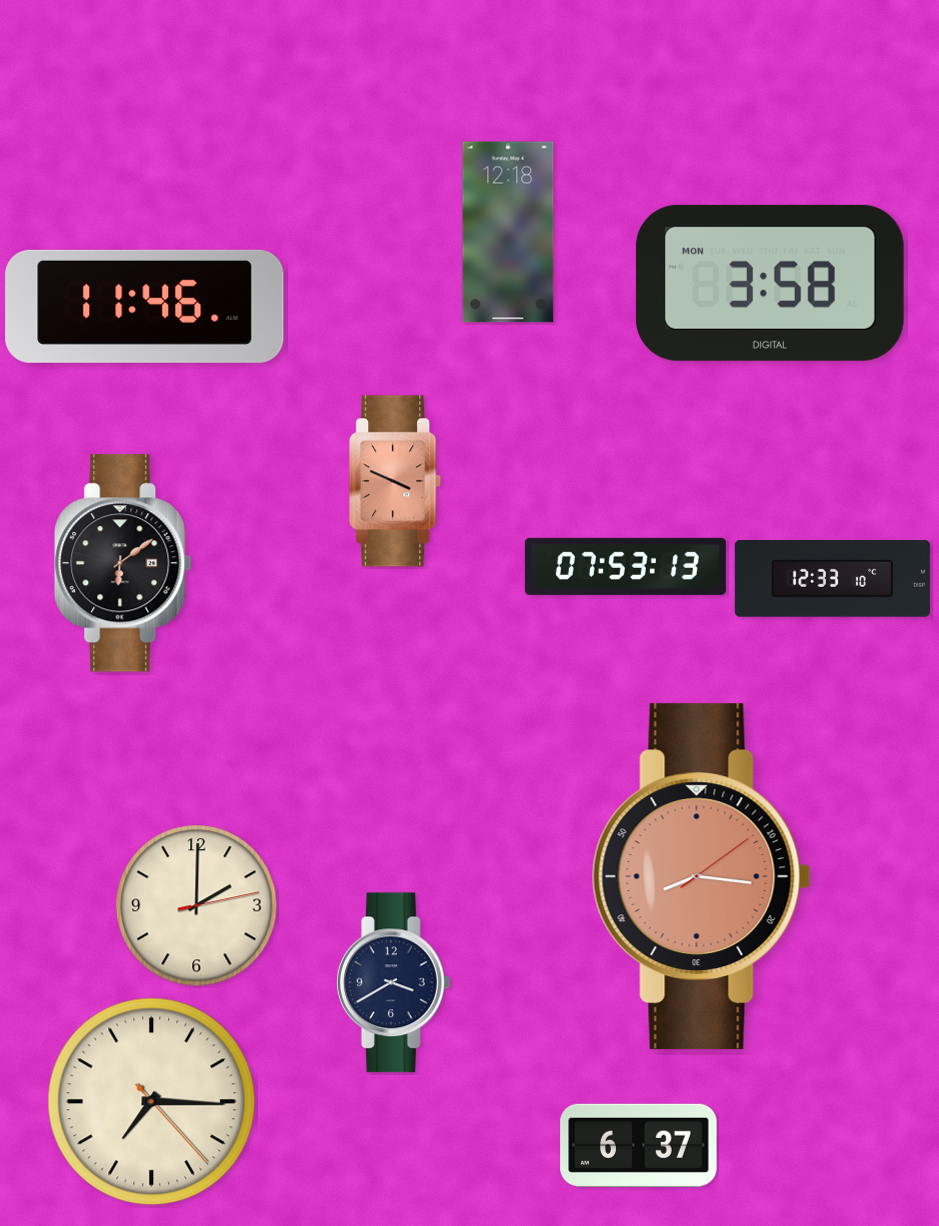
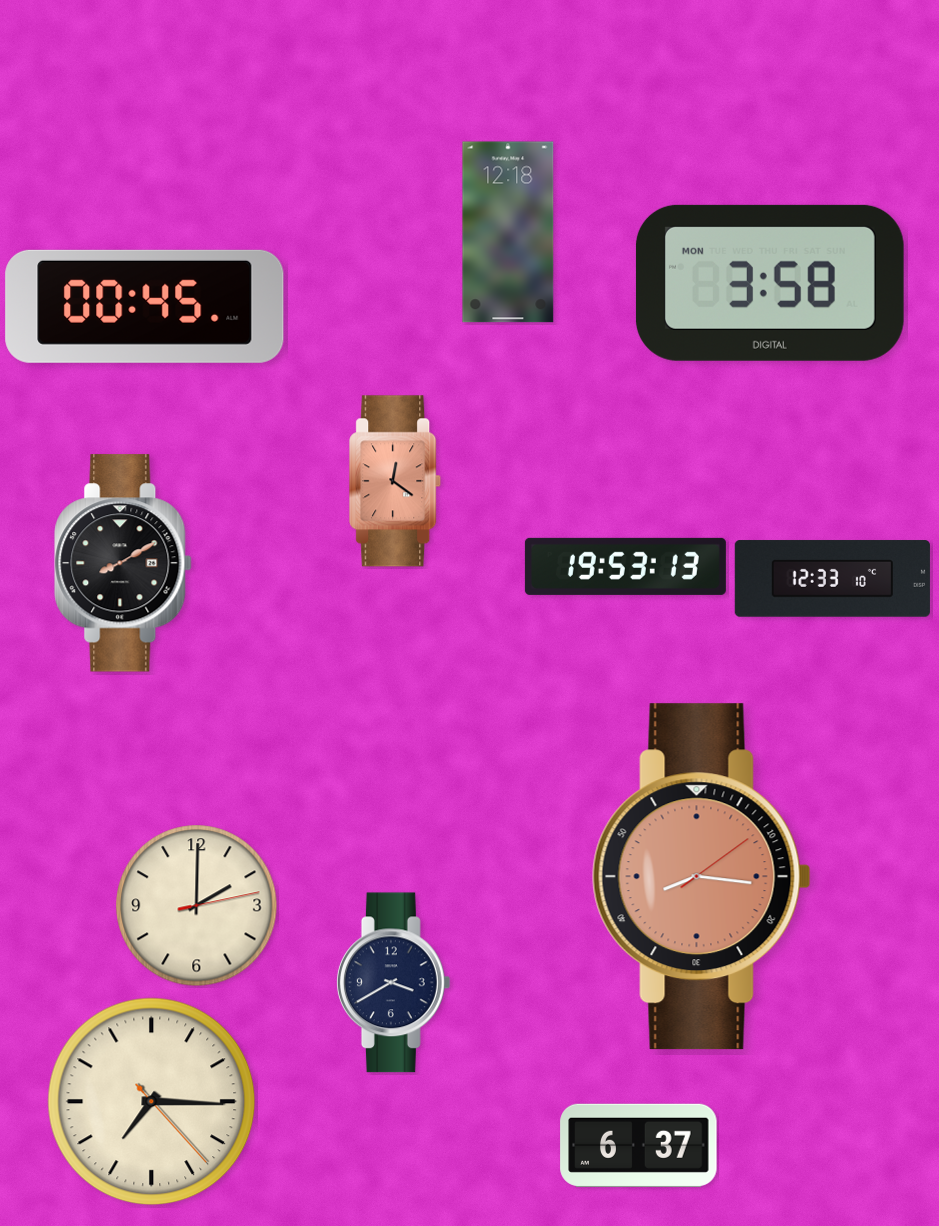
clock at (145, 306): 11:46 -> 00:45
clock at (396, 481): 3:49 -> 12:21
clock at (123, 563): 6:09 -> 8:10
clock at (625, 566): 07:53 -> 19:53
